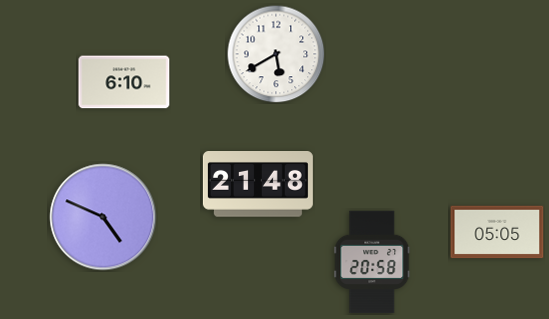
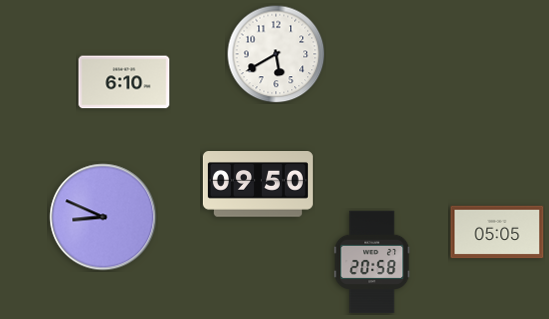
clock at (258, 185): 21:48 -> 09:50
clock at (103, 217): 4:49 -> 8:49
